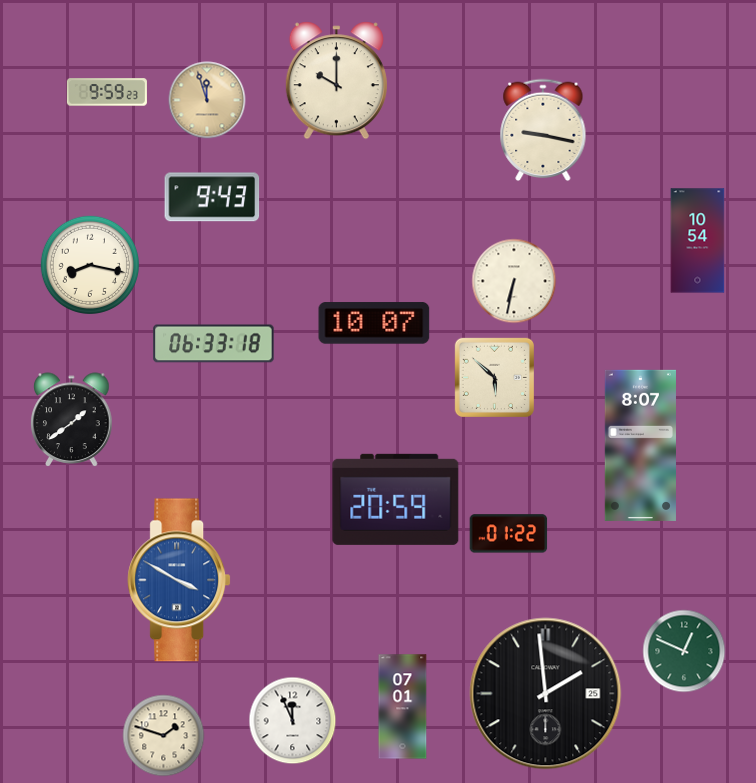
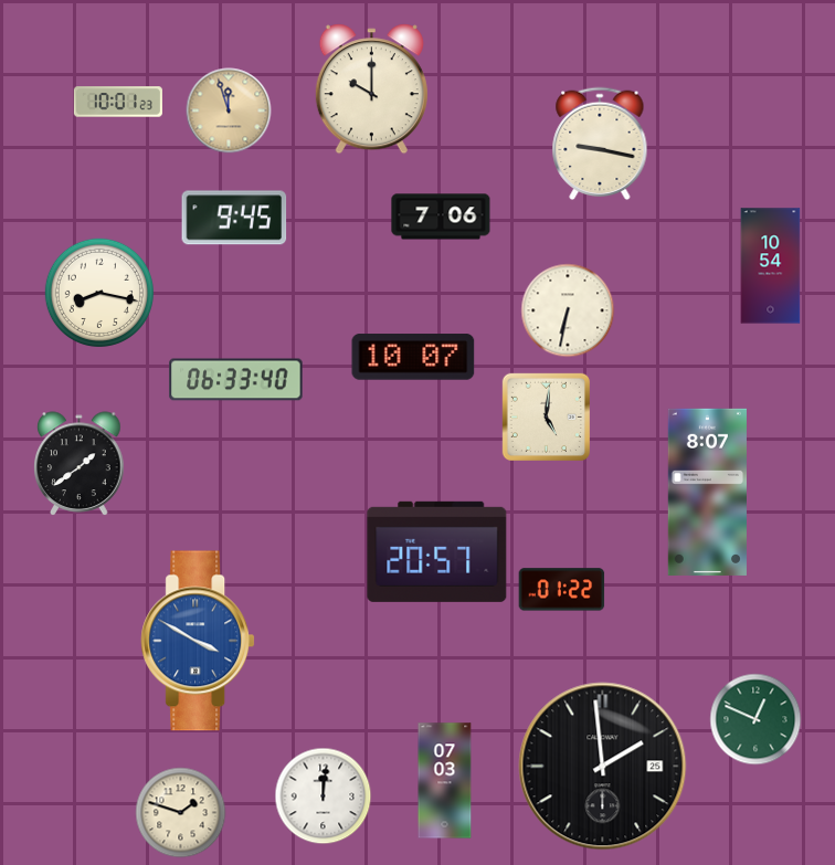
clock at (107, 92): 9:59 -> 10:01
clock at (441, 217): none -> 7:06
clock at (212, 197): 9:43 -> 9:45
clock at (214, 344): 06:33:18 -> 06:33:40
clock at (494, 377): 5:52 -> 5:01
clock at (396, 499): 20:59 -> 20:57
clock at (403, 707): 07:01 -> 07:03
clock at (293, 721): 11:56 -> 12:01
